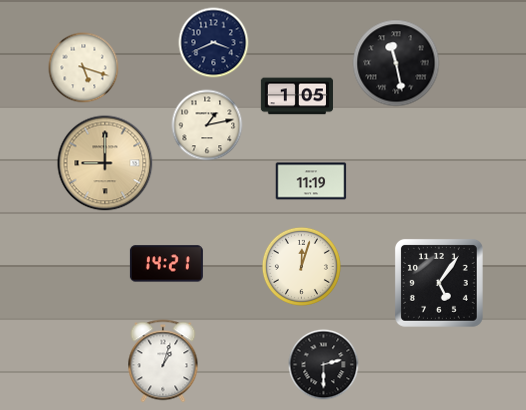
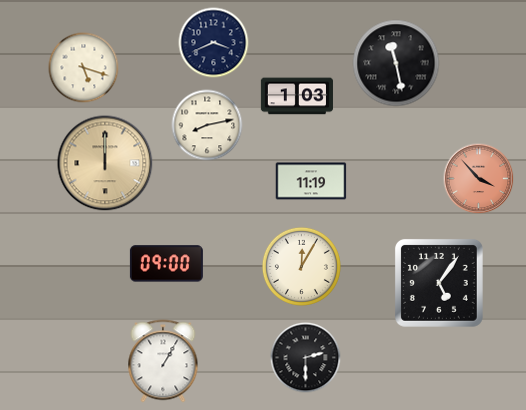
clock at (297, 96): 1:05 -> 1:03
clock at (207, 125): 1:13 -> 8:13
clock at (105, 163): 9:00 -> 12:00
clock at (479, 179): none -> 3:53
clock at (166, 264): 14:21 -> 09:00
clock at (301, 266): 12:03 -> 12:05
clock at (163, 361): 1:03 -> 1:05
clock at (324, 365) position: (324, 365) -> (306, 358)
